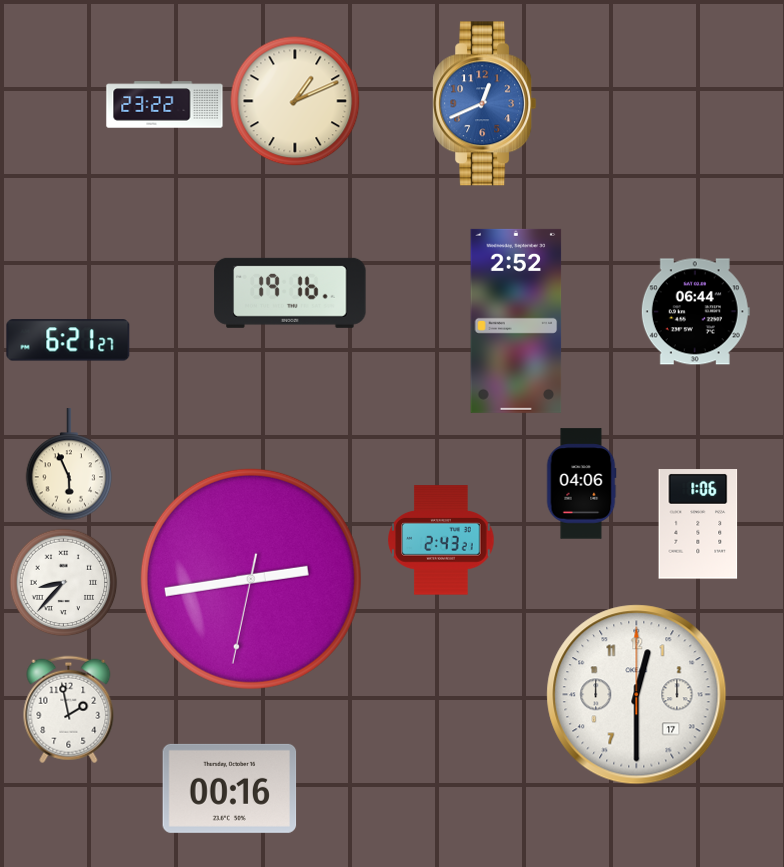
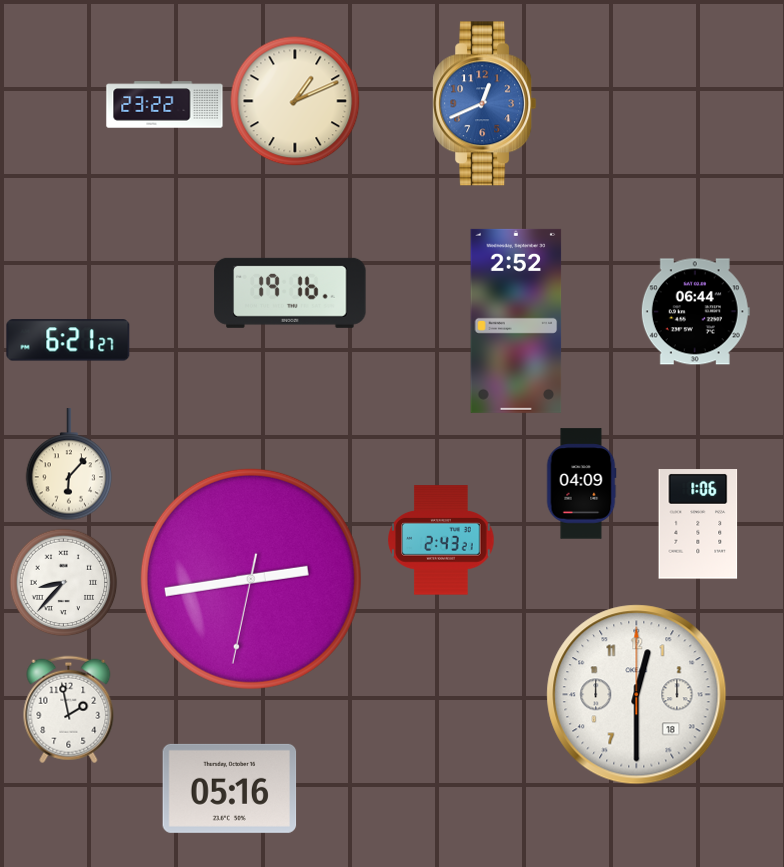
clock at (69, 465): 5:56 -> 6:07
clock at (581, 484): 04:06 -> 04:09
clock at (637, 695) date: 17 -> 18
clock at (230, 788): 00:16 -> 05:16
